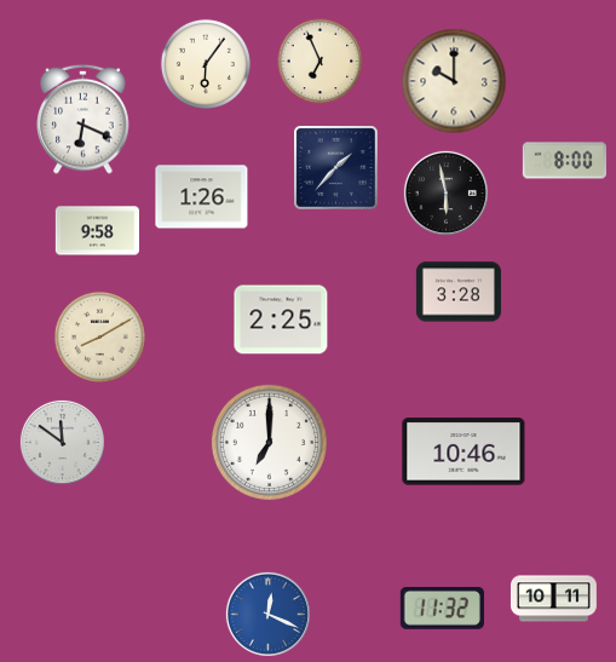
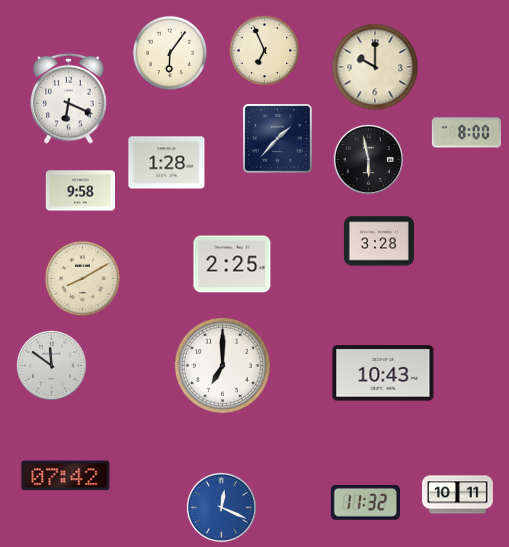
clock at (202, 197): 1:26 -> 1:28
clock at (464, 451): 10:46 -> 10:43
clock at (66, 476): none -> 07:42
